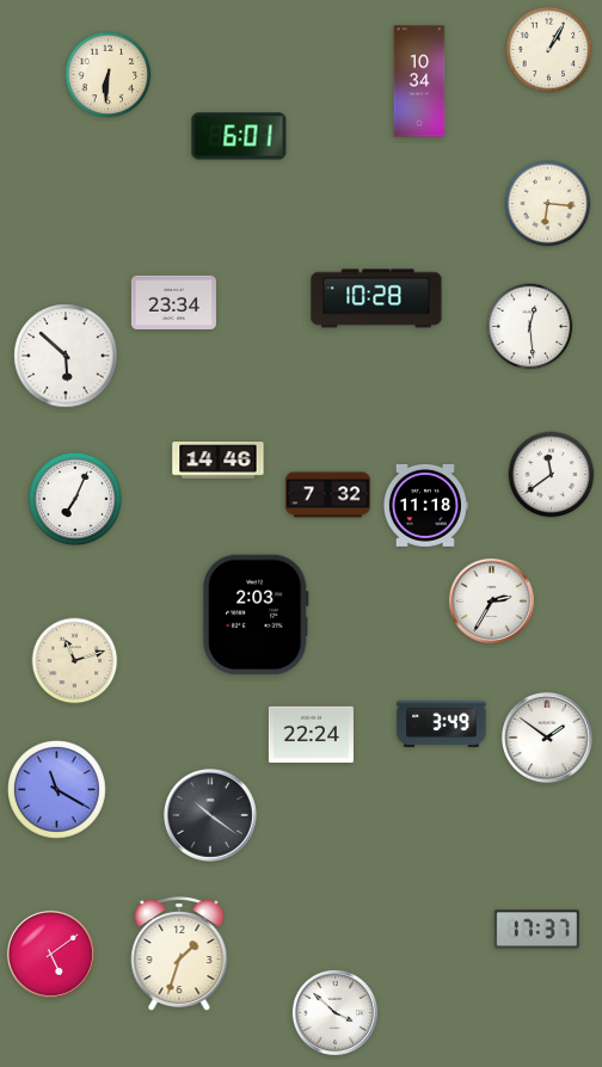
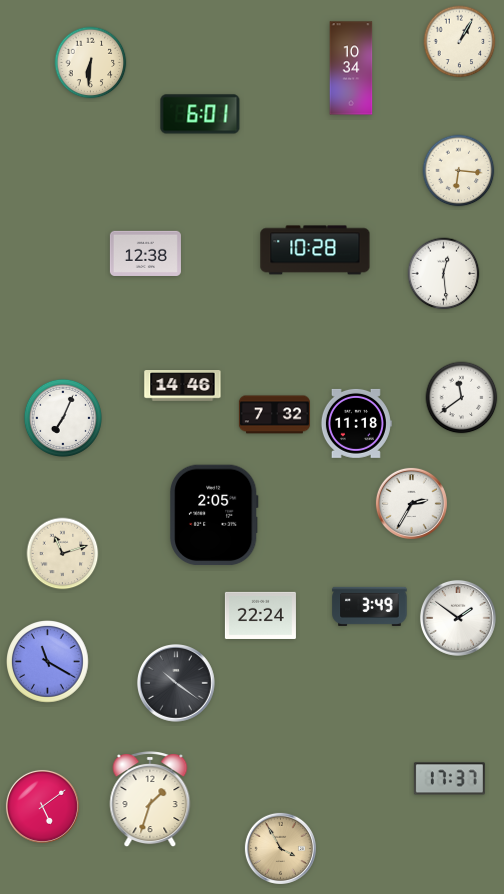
clock at (173, 302): 23:34 -> 12:38
clock at (66, 356): 5:52 -> none
clock at (256, 615): 2:03 -> 2:05
clock at (50, 954) position: (50, 954) -> (42, 806)
clock at (334, 1012): 3:52 -> 3:55
clock at (334, 1012) dial: white -> champagne
